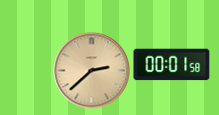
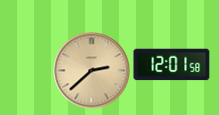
clock at (172, 65): 00:01 -> 12:01
